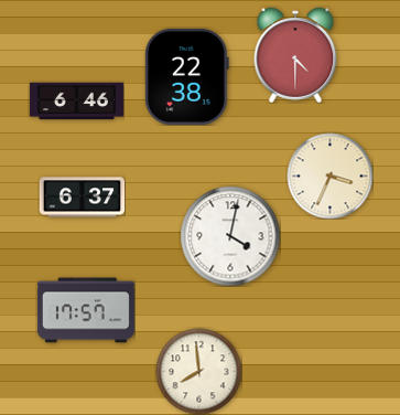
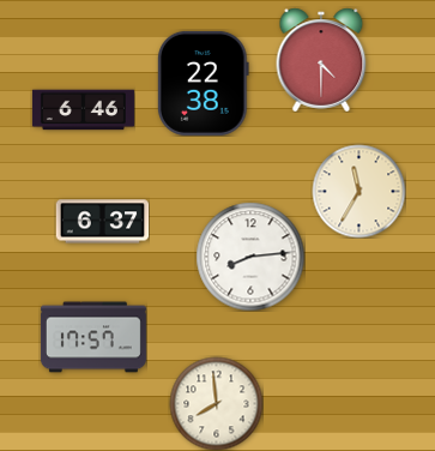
clock at (329, 175): 3:34 -> 11:35
clock at (82, 198) position: (82, 198) -> (102, 222)
clock at (230, 236): 4:02 -> 8:14
